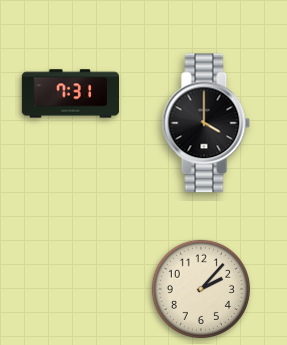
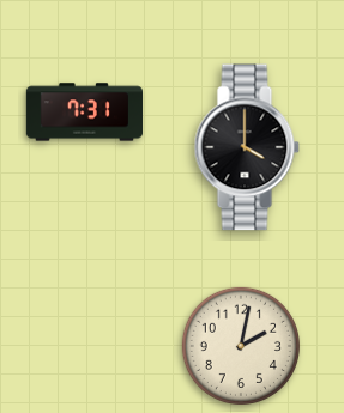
clock at (201, 289): 2:07 -> 2:02
